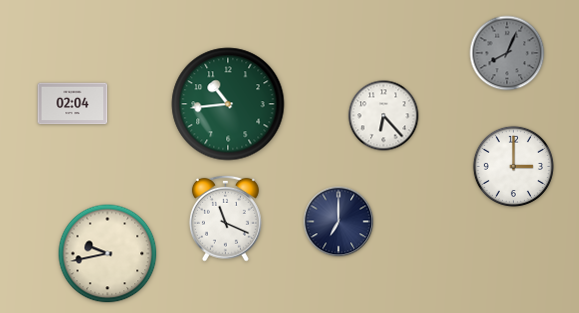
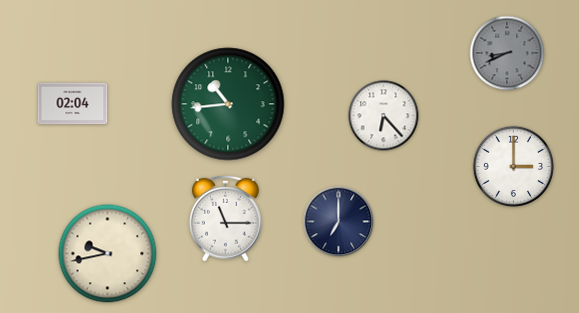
clock at (507, 53): 8:04 -> 8:41
clock at (225, 218): 11:19 -> 11:15
